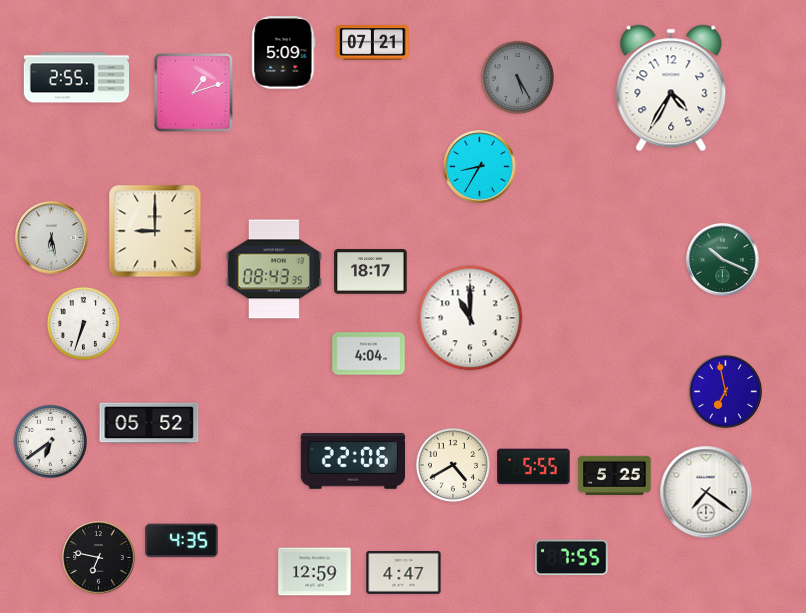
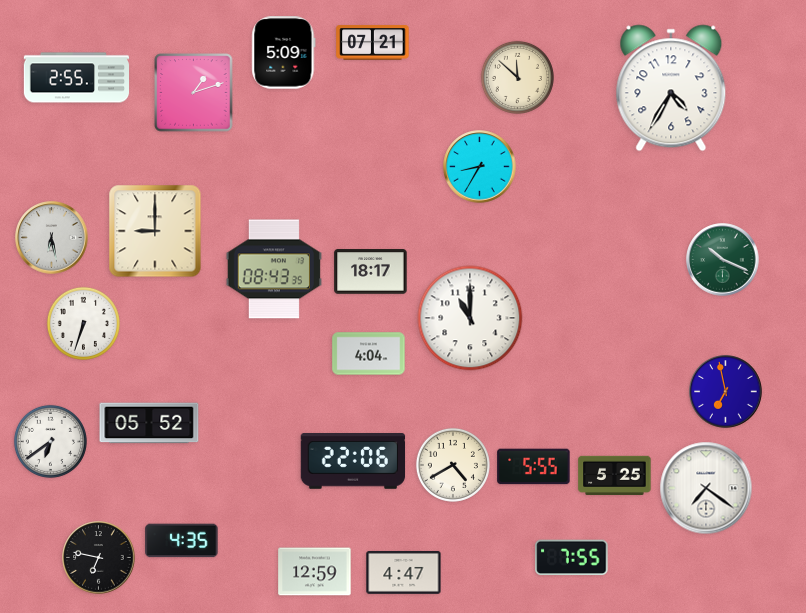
clock at (517, 77): 5:25 -> 11:52
clock at (517, 77) dial: grey -> cream
clock at (706, 492) position: (706, 492) -> (706, 488)
